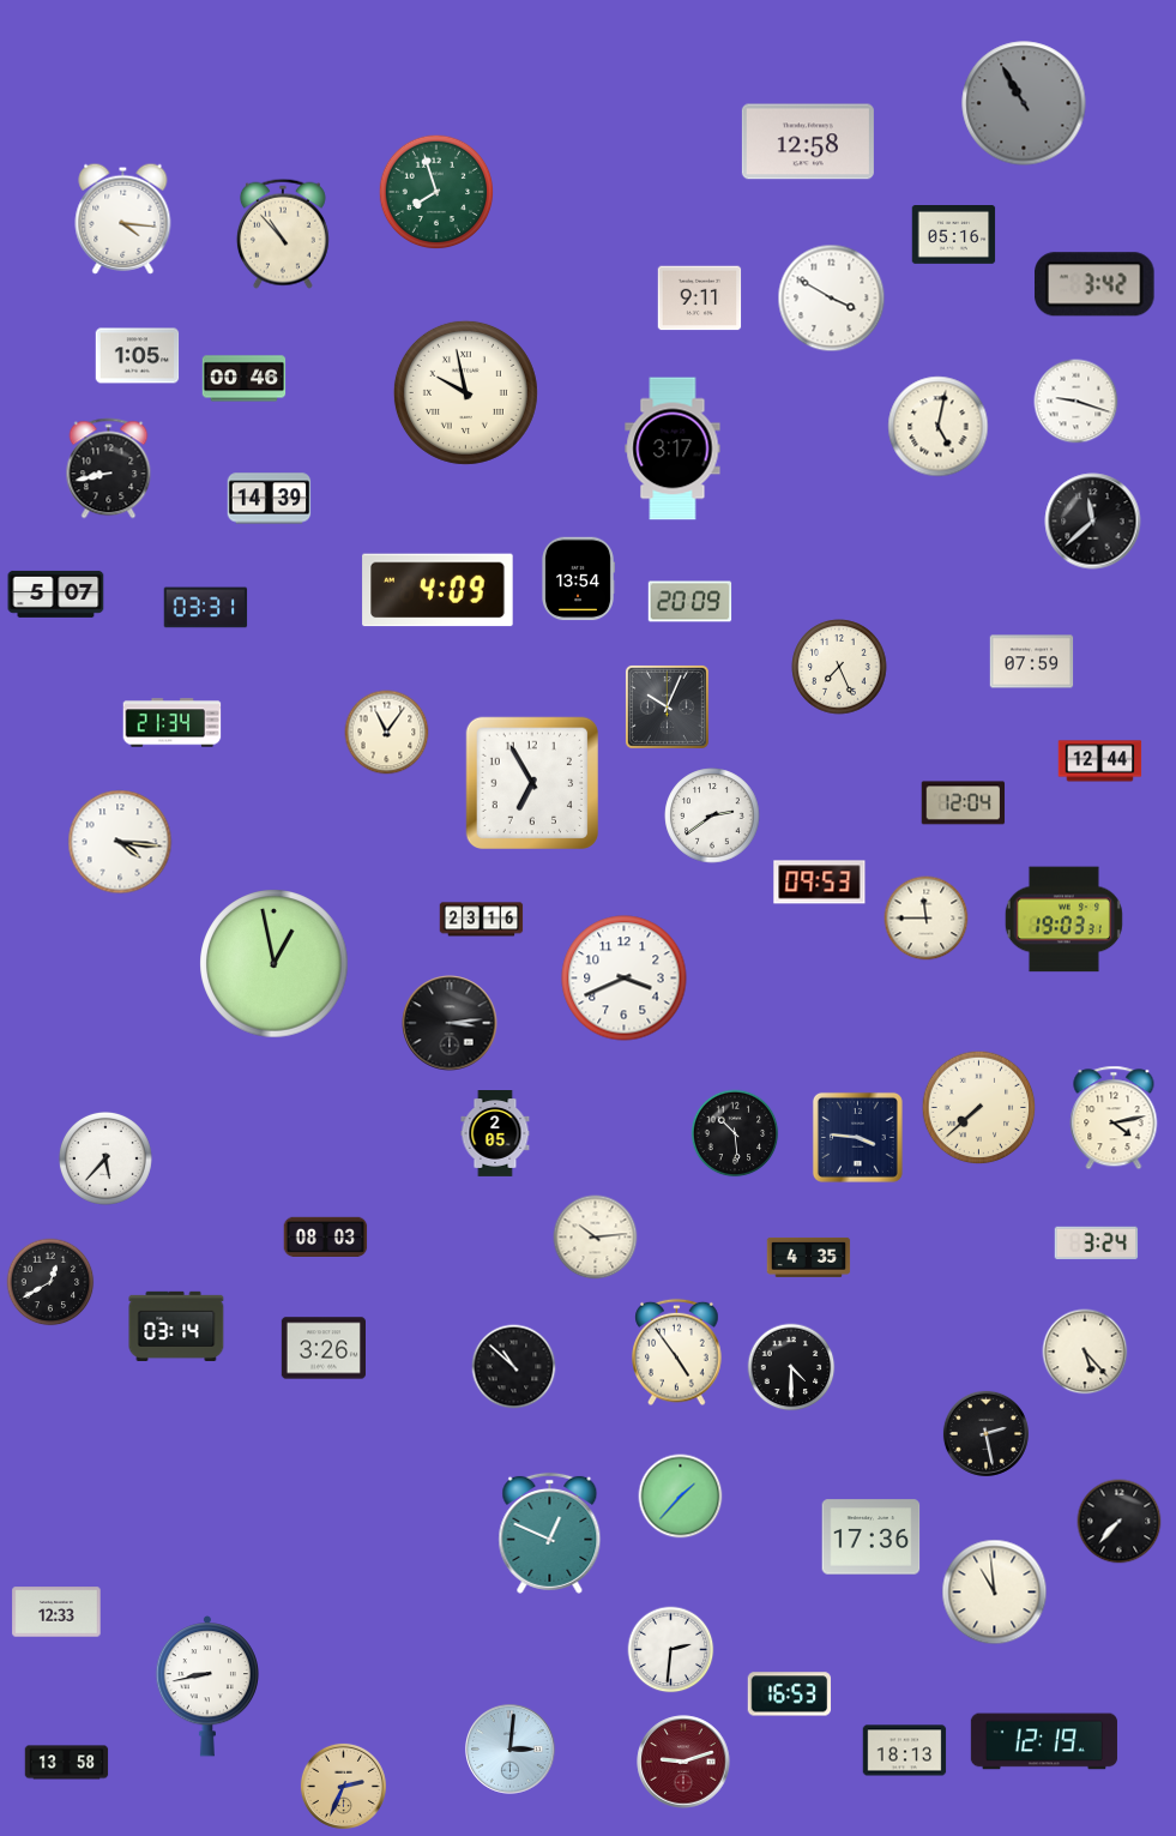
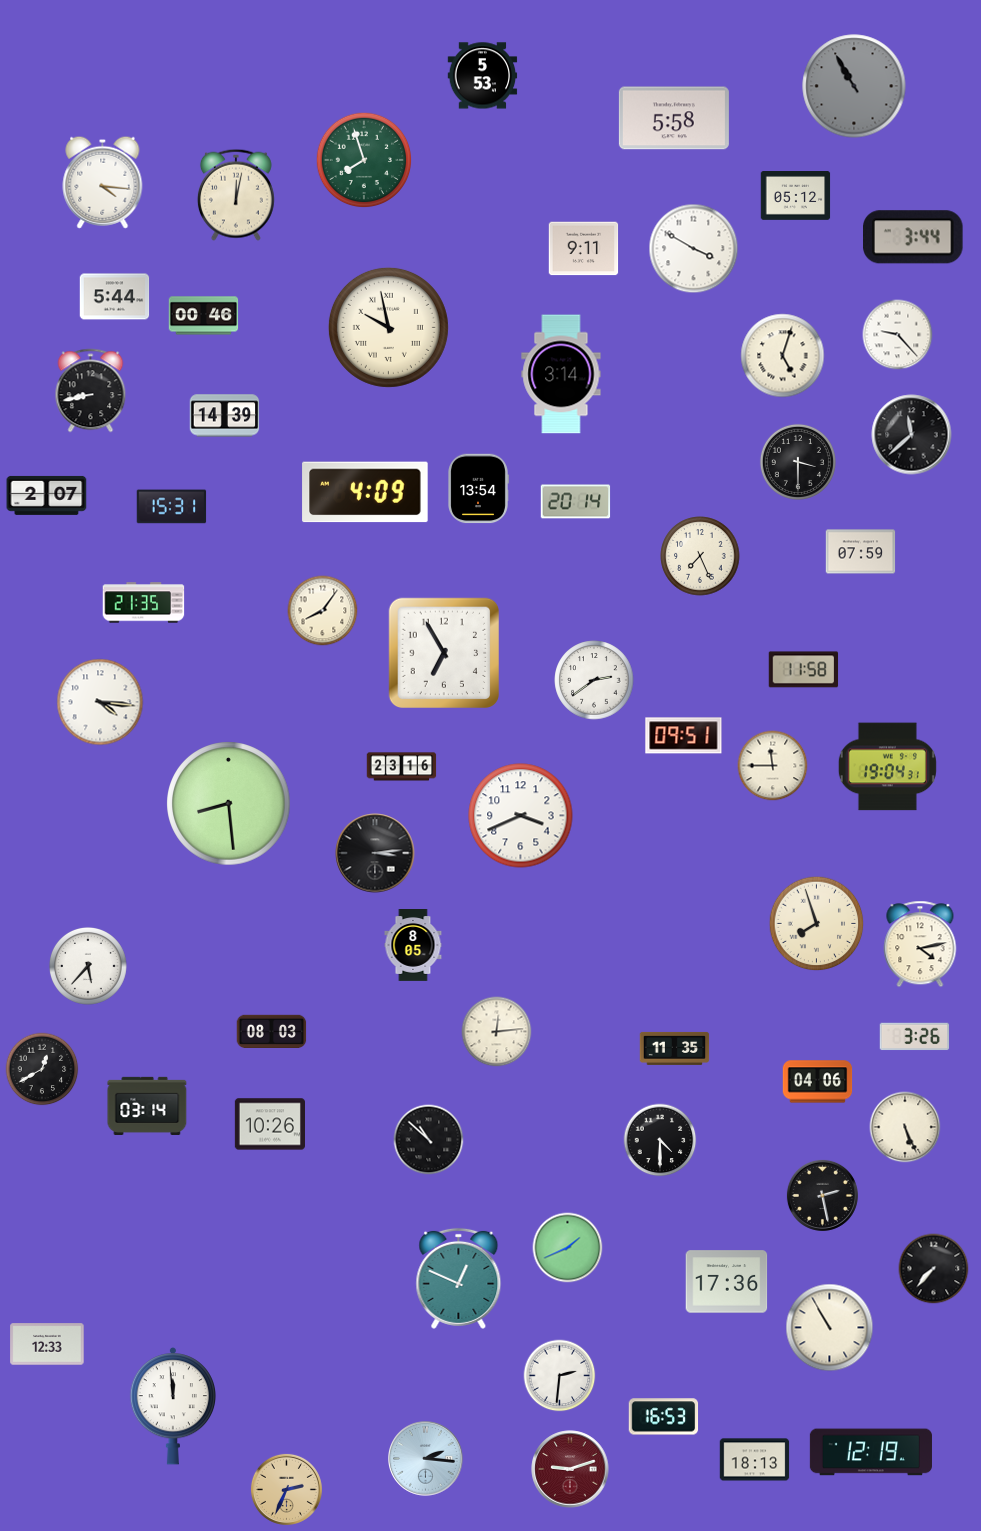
clock at (483, 76): none -> 5:53
clock at (808, 142): 12:58 -> 5:58
clock at (283, 234): 10:53 -> 12:02
clock at (954, 235): 05:16 -> 05:12
clock at (1096, 284): 3:42 -> 3:44
clock at (138, 356): 1:05 -> 5:44
clock at (1077, 402): 9:18 -> 9:23
clock at (939, 427): 5:02 -> 5:03
clock at (673, 449): 3:17 -> 3:14
clock at (798, 462): none -> 3:30
clock at (578, 579) position: (578, 579) -> (478, 489)
clock at (56, 594): 5:07 -> 2:07
clock at (690, 602): 20:09 -> 20:14
clock at (206, 608): 03:31 -> 15:31
clock at (667, 706): 10:04 -> none
clock at (173, 723): 21:34 -> 21:35
clock at (387, 733): 11:06 -> 8:06
clock at (1100, 762): 12:44 -> none
clock at (964, 803): 12:04 -> 11:58
clock at (820, 883): 09:53 -> 09:51
clock at (1063, 920): 19:03 -> 19:04
clock at (275, 964): 12:58 -> 8:29
clock at (979, 1108): 7:38 -> 7:57
clock at (1114, 1118) position: (1114, 1118) -> (920, 944)
clock at (735, 1133): 10:29 -> none
clock at (495, 1134): 2:05 -> 8:05
clock at (857, 1137): 3:46 -> none
clock at (596, 1238): 10:14 -> 12:14
clock at (1097, 1244): 3:24 -> 3:26
clock at (809, 1257): 4:35 -> 11:35
clock at (818, 1082): none -> 04:06
clock at (322, 1348): 3:26 -> 10:26
clock at (1085, 1352): 5:23 -> 5:26
clock at (677, 1353): 4:54 -> none
clock at (681, 1497): 1:37 -> 1:41
clock at (995, 1593): 10:59 -> 10:55
clock at (206, 1686): 8:43 -> 11:59
clock at (790, 1694) position: (790, 1694) -> (664, 1417)
clock at (511, 1750): 3:01 -> 2:16
clock at (67, 1763): 13:58 -> none
